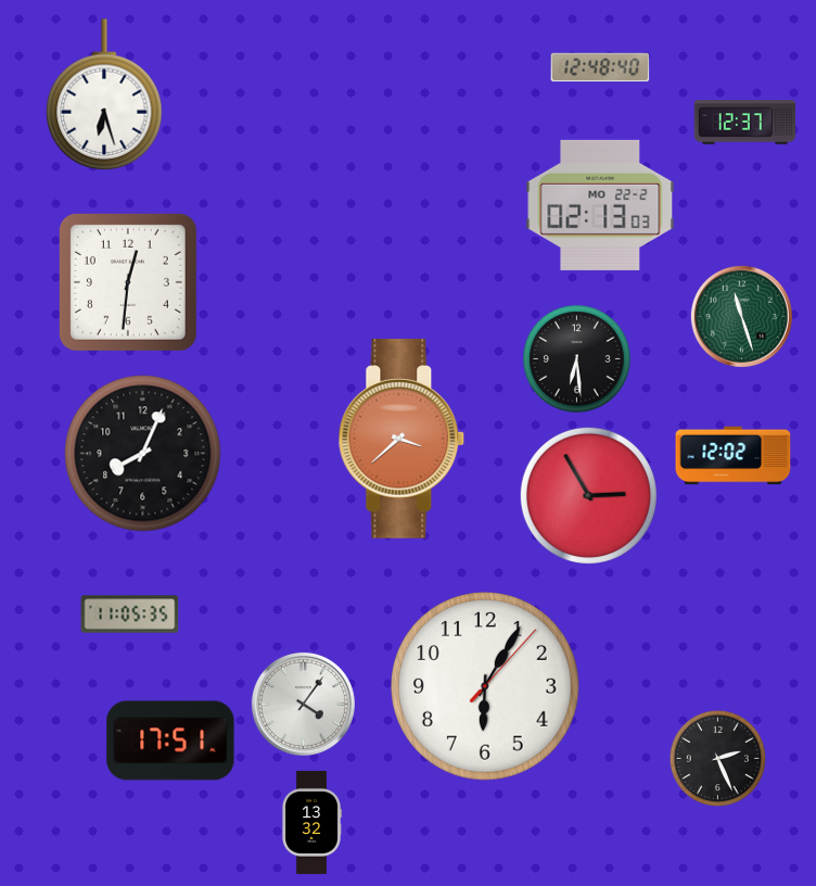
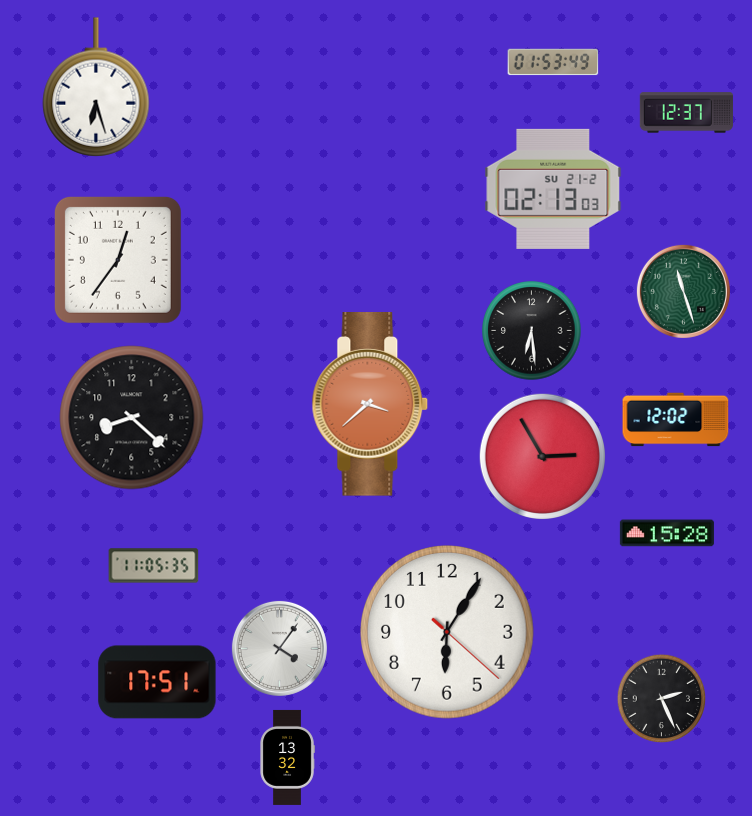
clock at (600, 67): 12:48 -> 01:53
clock at (600, 205) date: MO 22-2 -> SU 21-2
clock at (128, 282): 12:31 -> 12:36
clock at (143, 454): 8:04 -> 8:22
clock at (667, 533): none -> 15:28
clock at (130, 615) position: (130, 615) -> (154, 566)
clock at (486, 687): 6:05:07 -> 6:05:22
